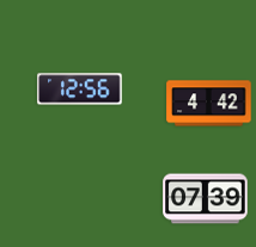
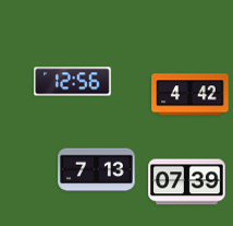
clock at (97, 170): none -> 7:13
